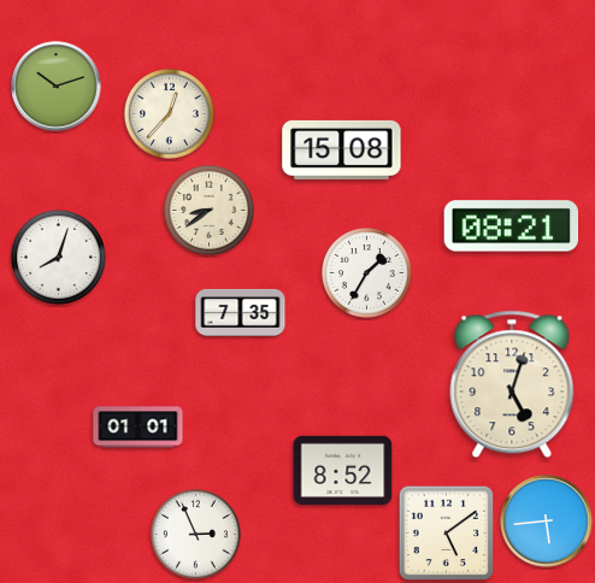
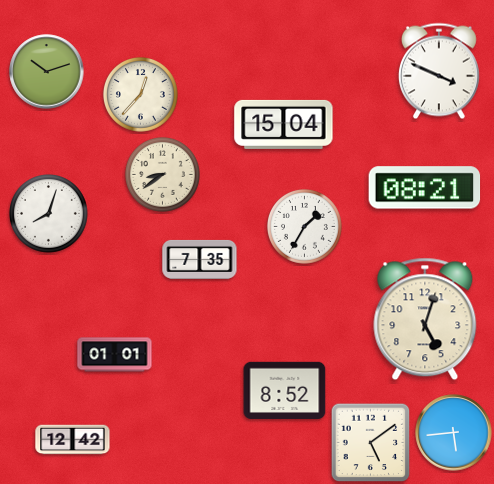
clock at (439, 71): none -> 3:49
clock at (342, 149): 15:08 -> 15:04
clock at (208, 210) position: (208, 210) -> (162, 174)
clock at (73, 440): none -> 12:42
clock at (195, 534): 2:56 -> none
